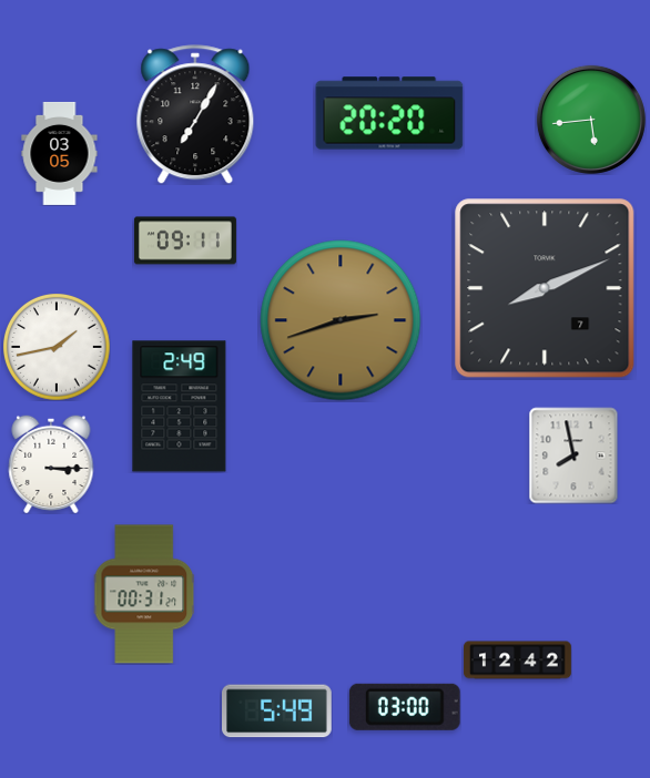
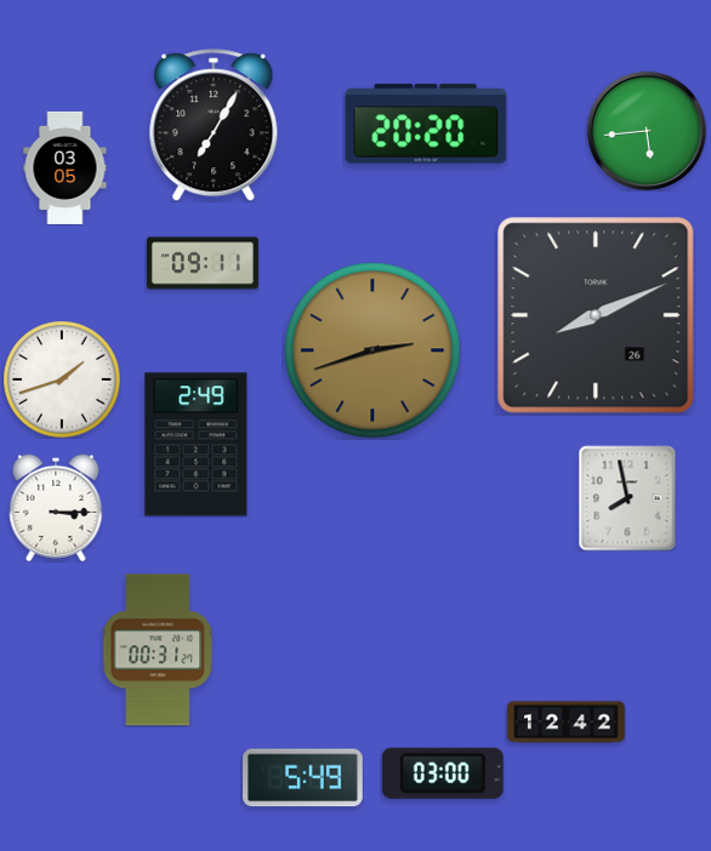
clock at (545, 288) date: 7 -> 26
clock at (57, 347): 1:43 -> 1:42
